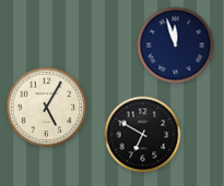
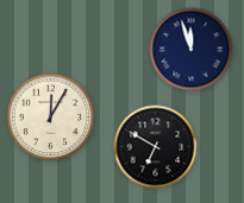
clock at (47, 108): 5:05 -> 12:05
